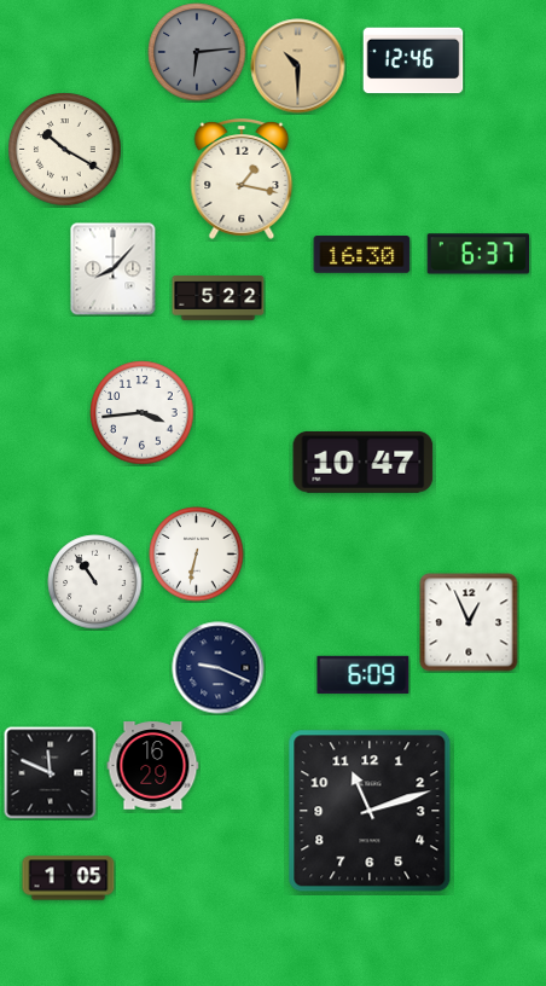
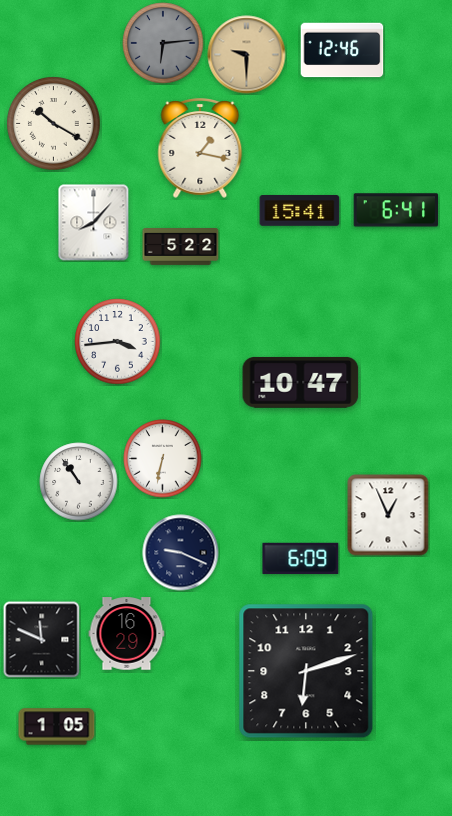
clock at (298, 66): 10:30 -> 9:30
clock at (478, 254): 6:37 -> 6:41
clock at (362, 255): 16:30 -> 15:41
clock at (370, 811): 11:12 -> 6:12
